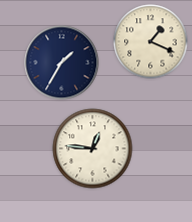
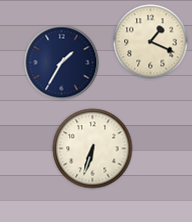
clock at (93, 149): 12:46 -> 6:33
